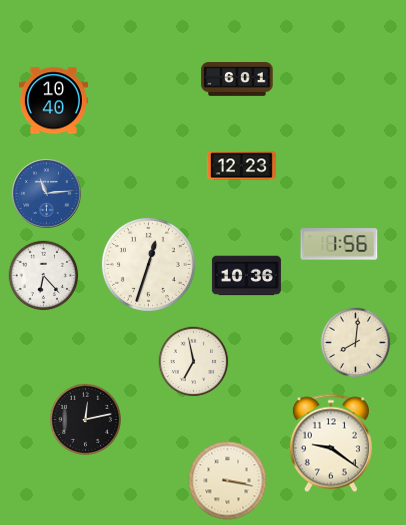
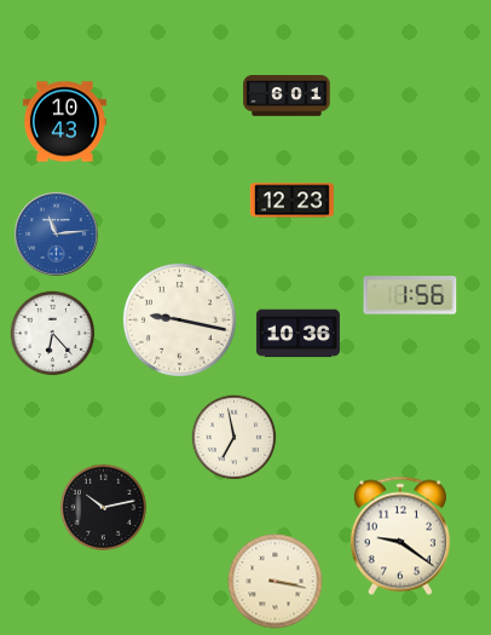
clock at (53, 101): 10:40 -> 10:43
clock at (148, 264): 12:33 -> 9:17
clock at (356, 343): 8:01 -> none
clock at (85, 419): 12:13 -> 10:13
